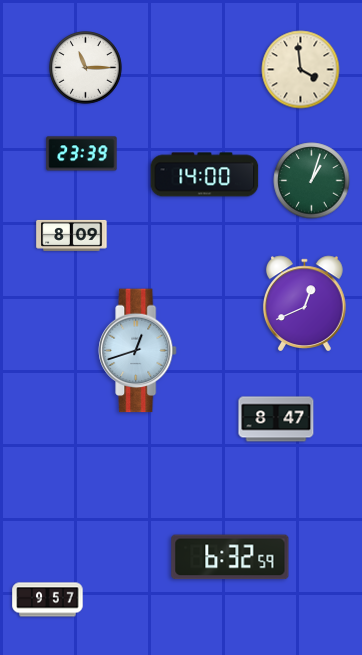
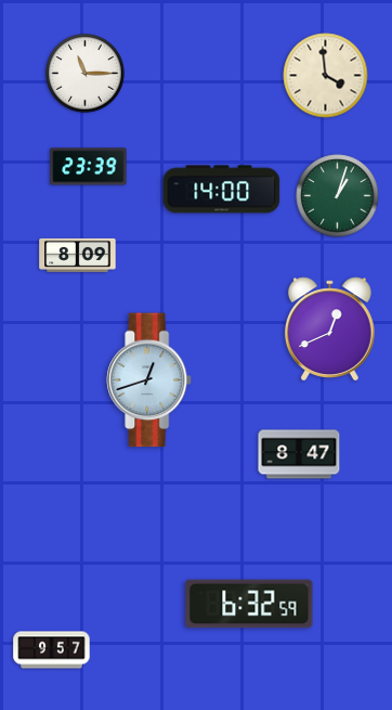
clock at (86, 68) position: (86, 68) -> (86, 74)
